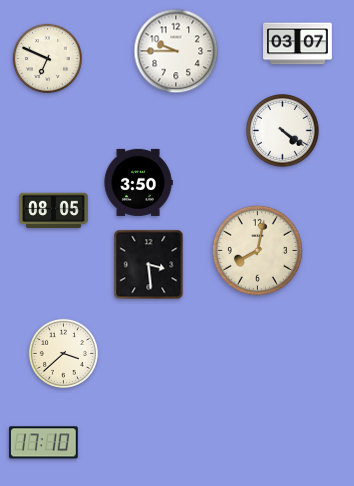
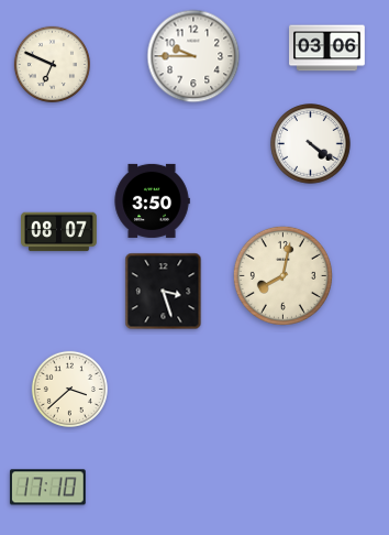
clock at (298, 44): 03:07 -> 03:06
clock at (54, 211): 08:05 -> 08:07
clock at (149, 265): 3:29 -> 3:27
